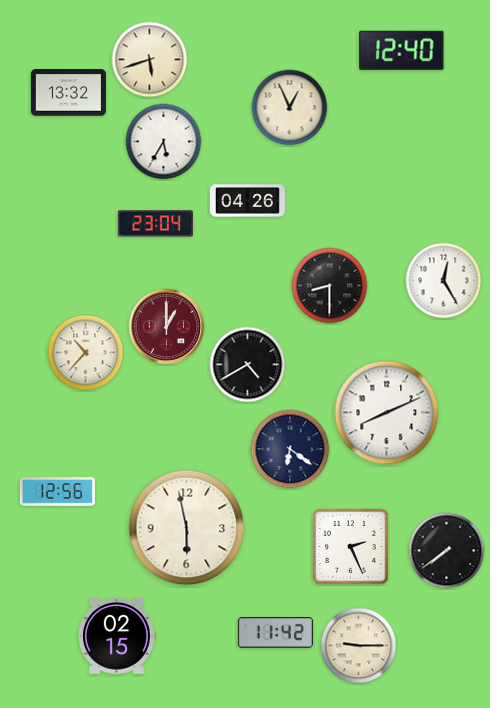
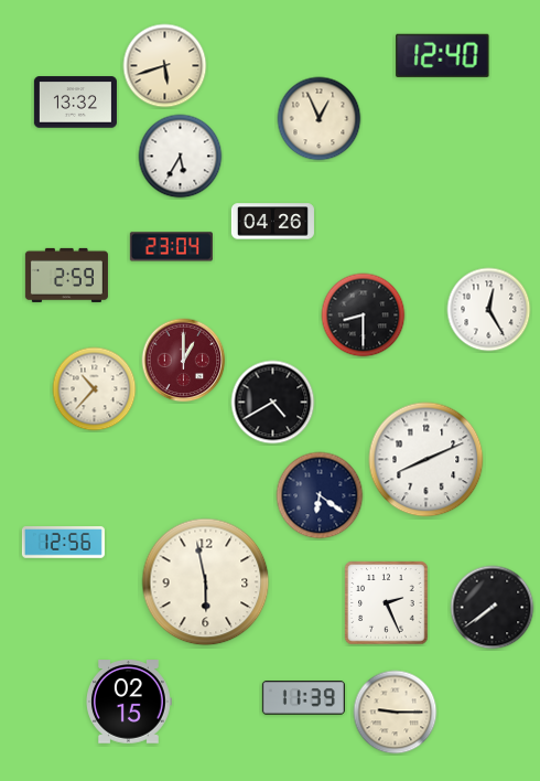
clock at (66, 275): none -> 2:59
clock at (387, 413) position: (387, 413) -> (426, 460)
clock at (275, 633): 11:42 -> 11:39
